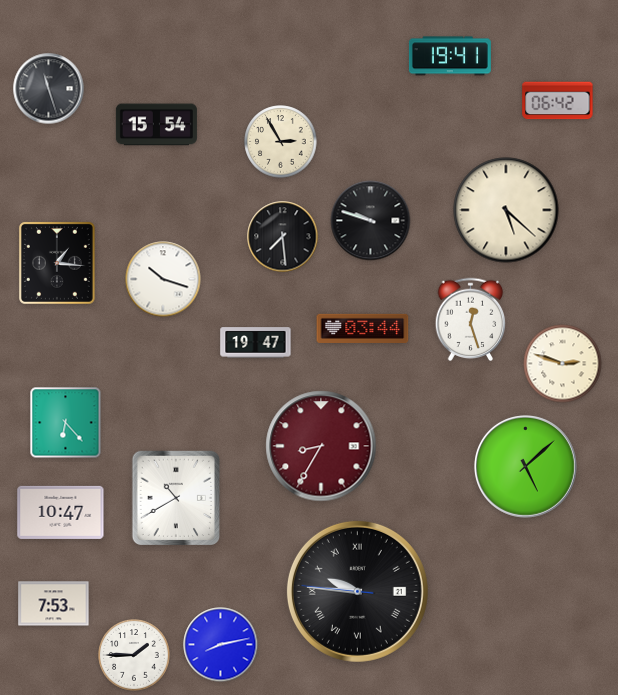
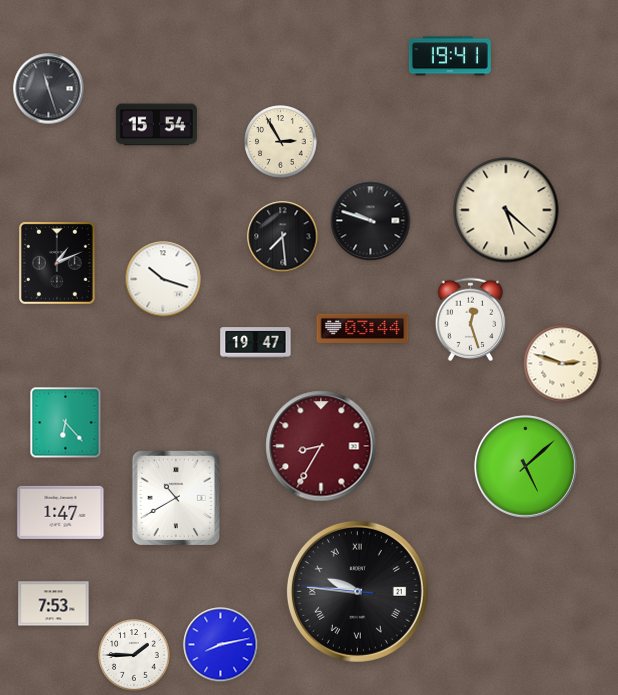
clock at (558, 101): 06:42 -> none
clock at (57, 263): 1:16 -> 1:11
clock at (61, 512): 10:47 -> 1:47
